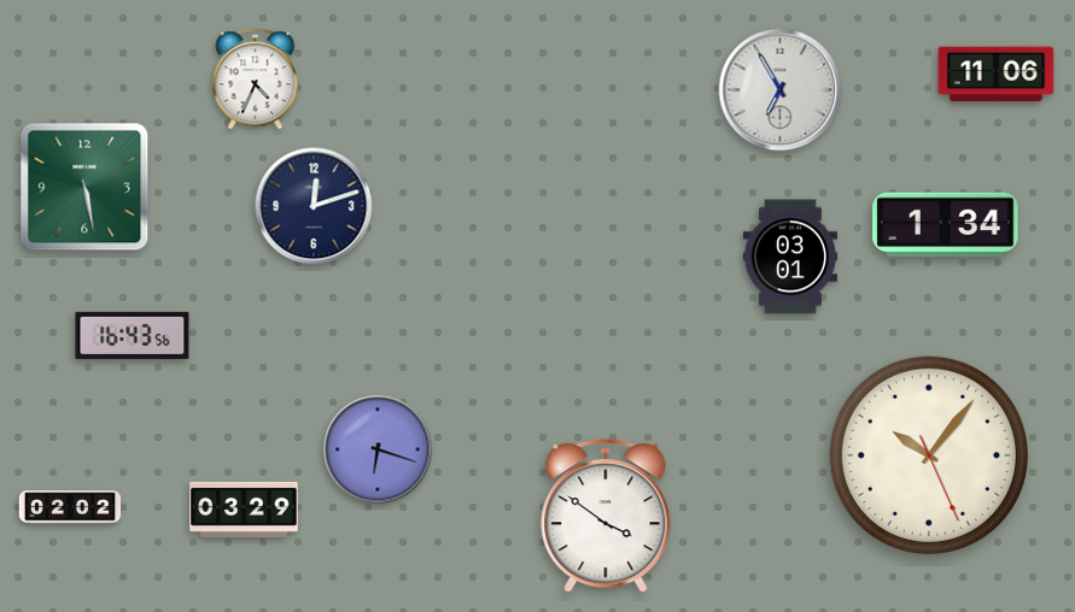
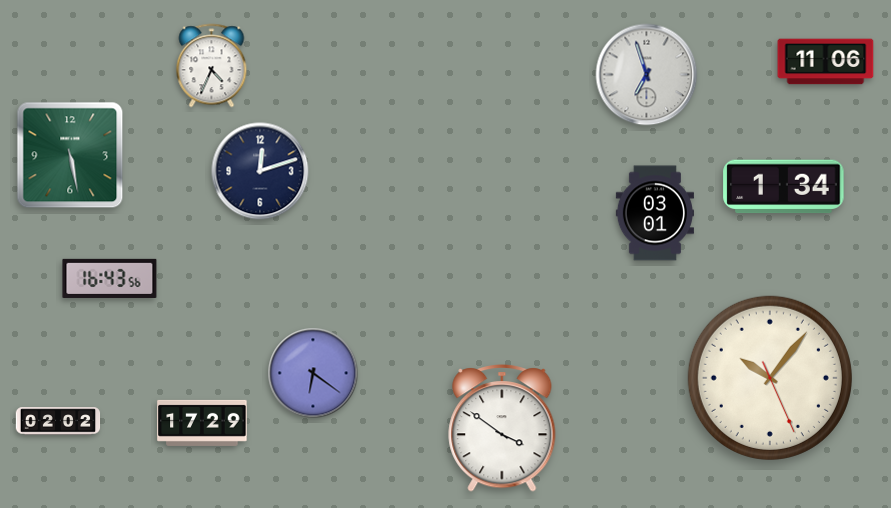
clock at (781, 90): 6:55 -> 6:57
clock at (378, 449): 6:18 -> 6:21
clock at (244, 510): 03:29 -> 17:29
